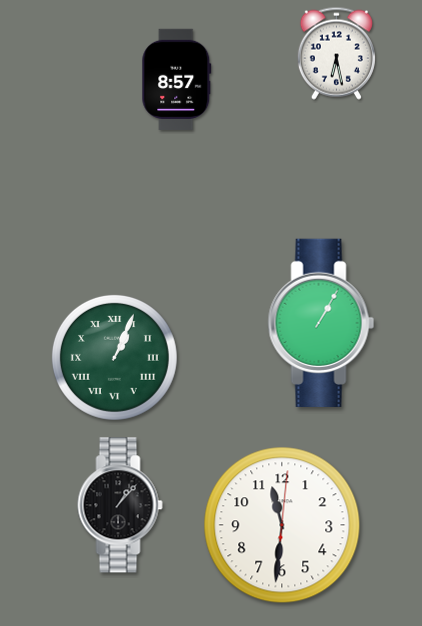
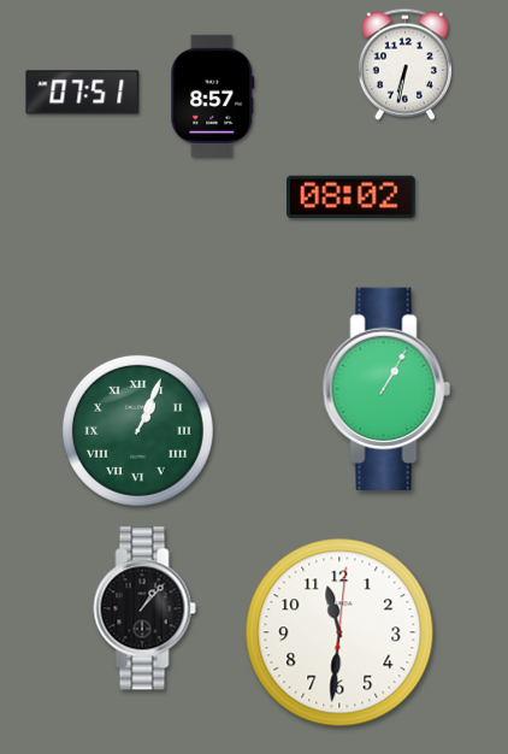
clock at (336, 53): 6:28 -> 6:32
clock at (83, 93): none -> 07:51
clock at (352, 198): none -> 08:02
